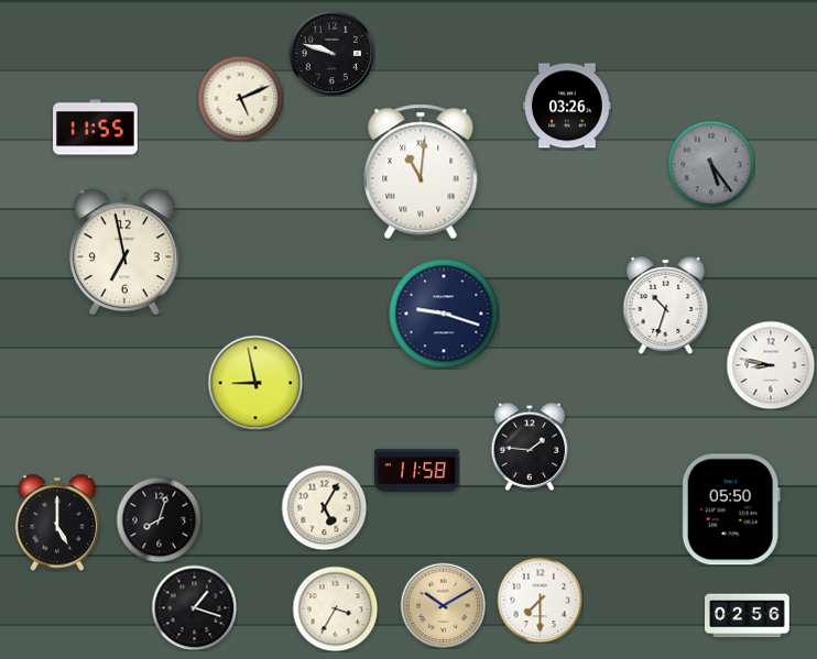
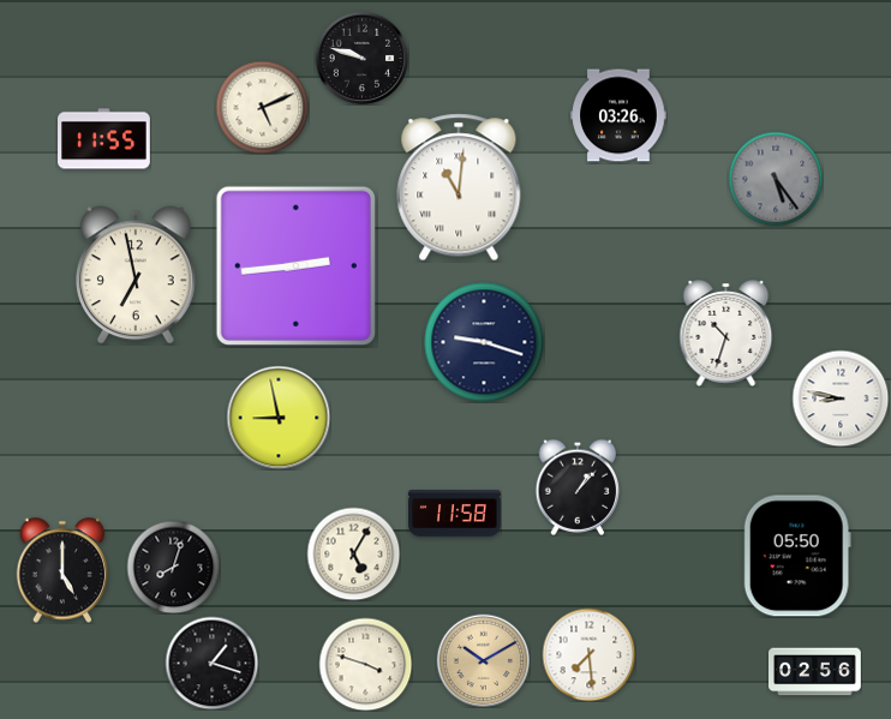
clock at (295, 265): none -> 2:44
clock at (530, 447): 1:46 -> 1:07
clock at (540, 600): 7:30 -> 7:29
clock at (335, 608): 3:35 -> 3:48
